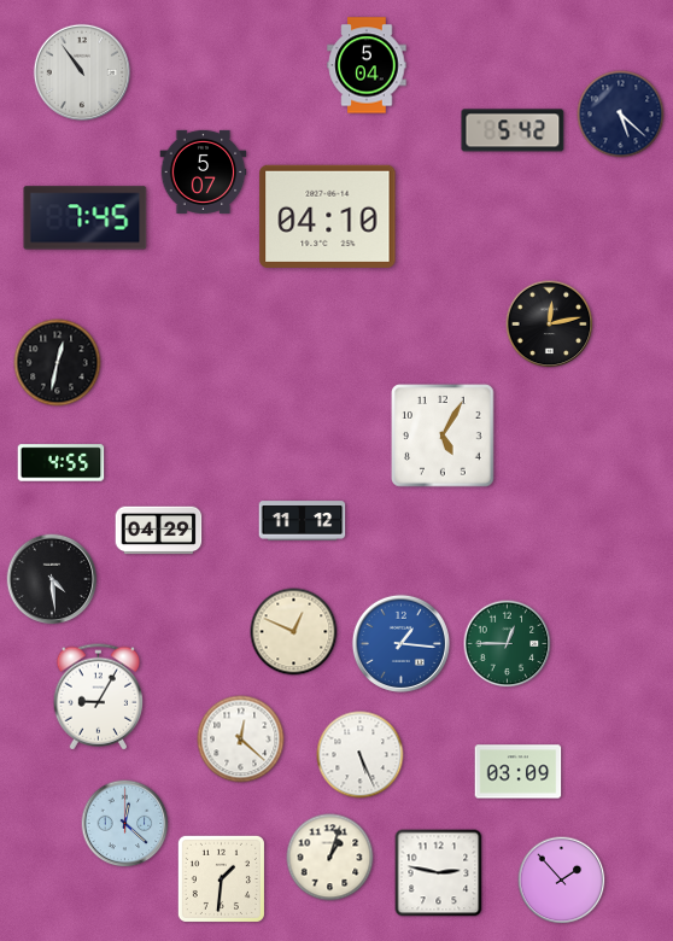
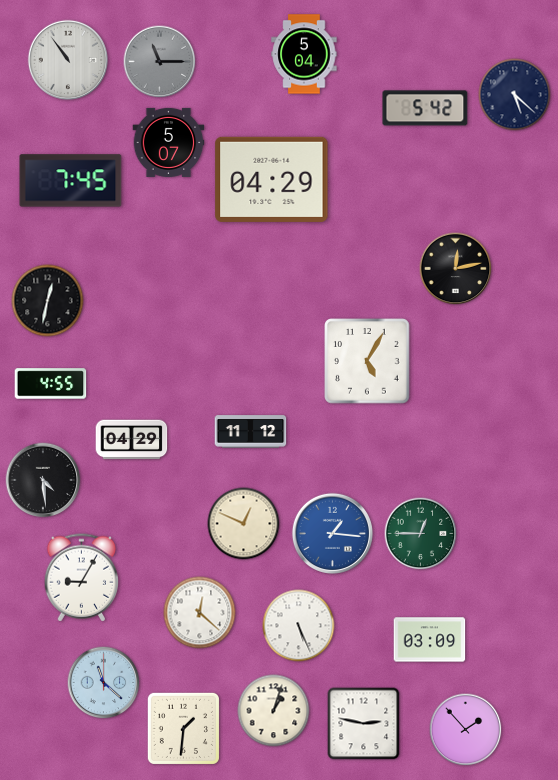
clock at (160, 62): none -> 11:15
clock at (328, 216): 04:10 -> 04:29
clock at (125, 824): 12:22 -> 11:22
